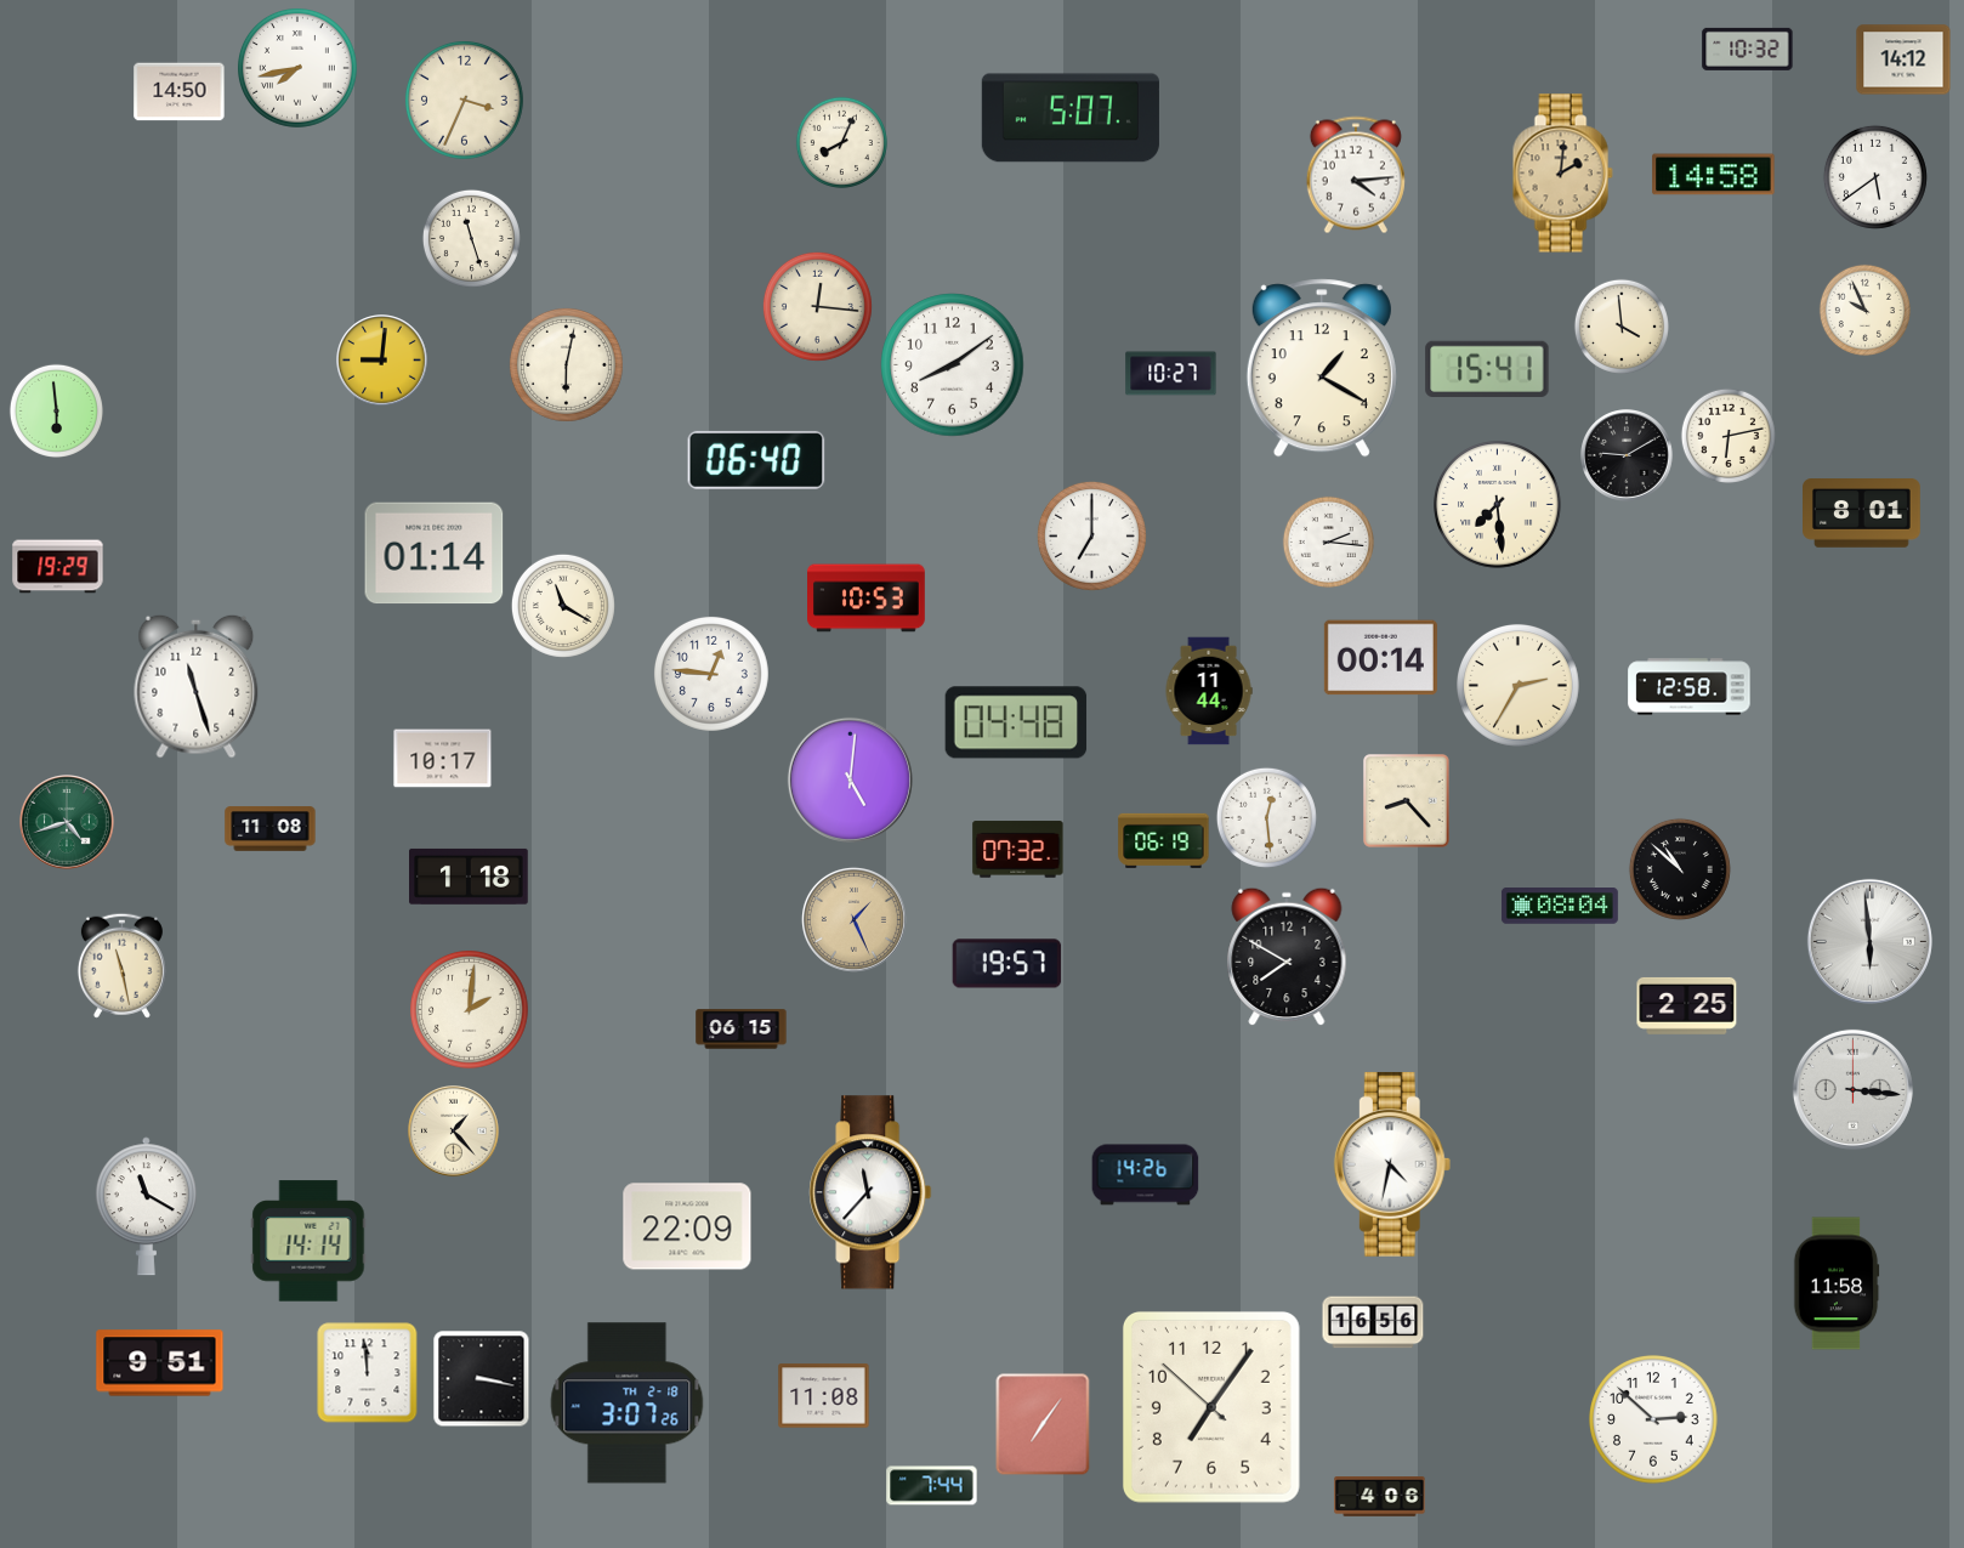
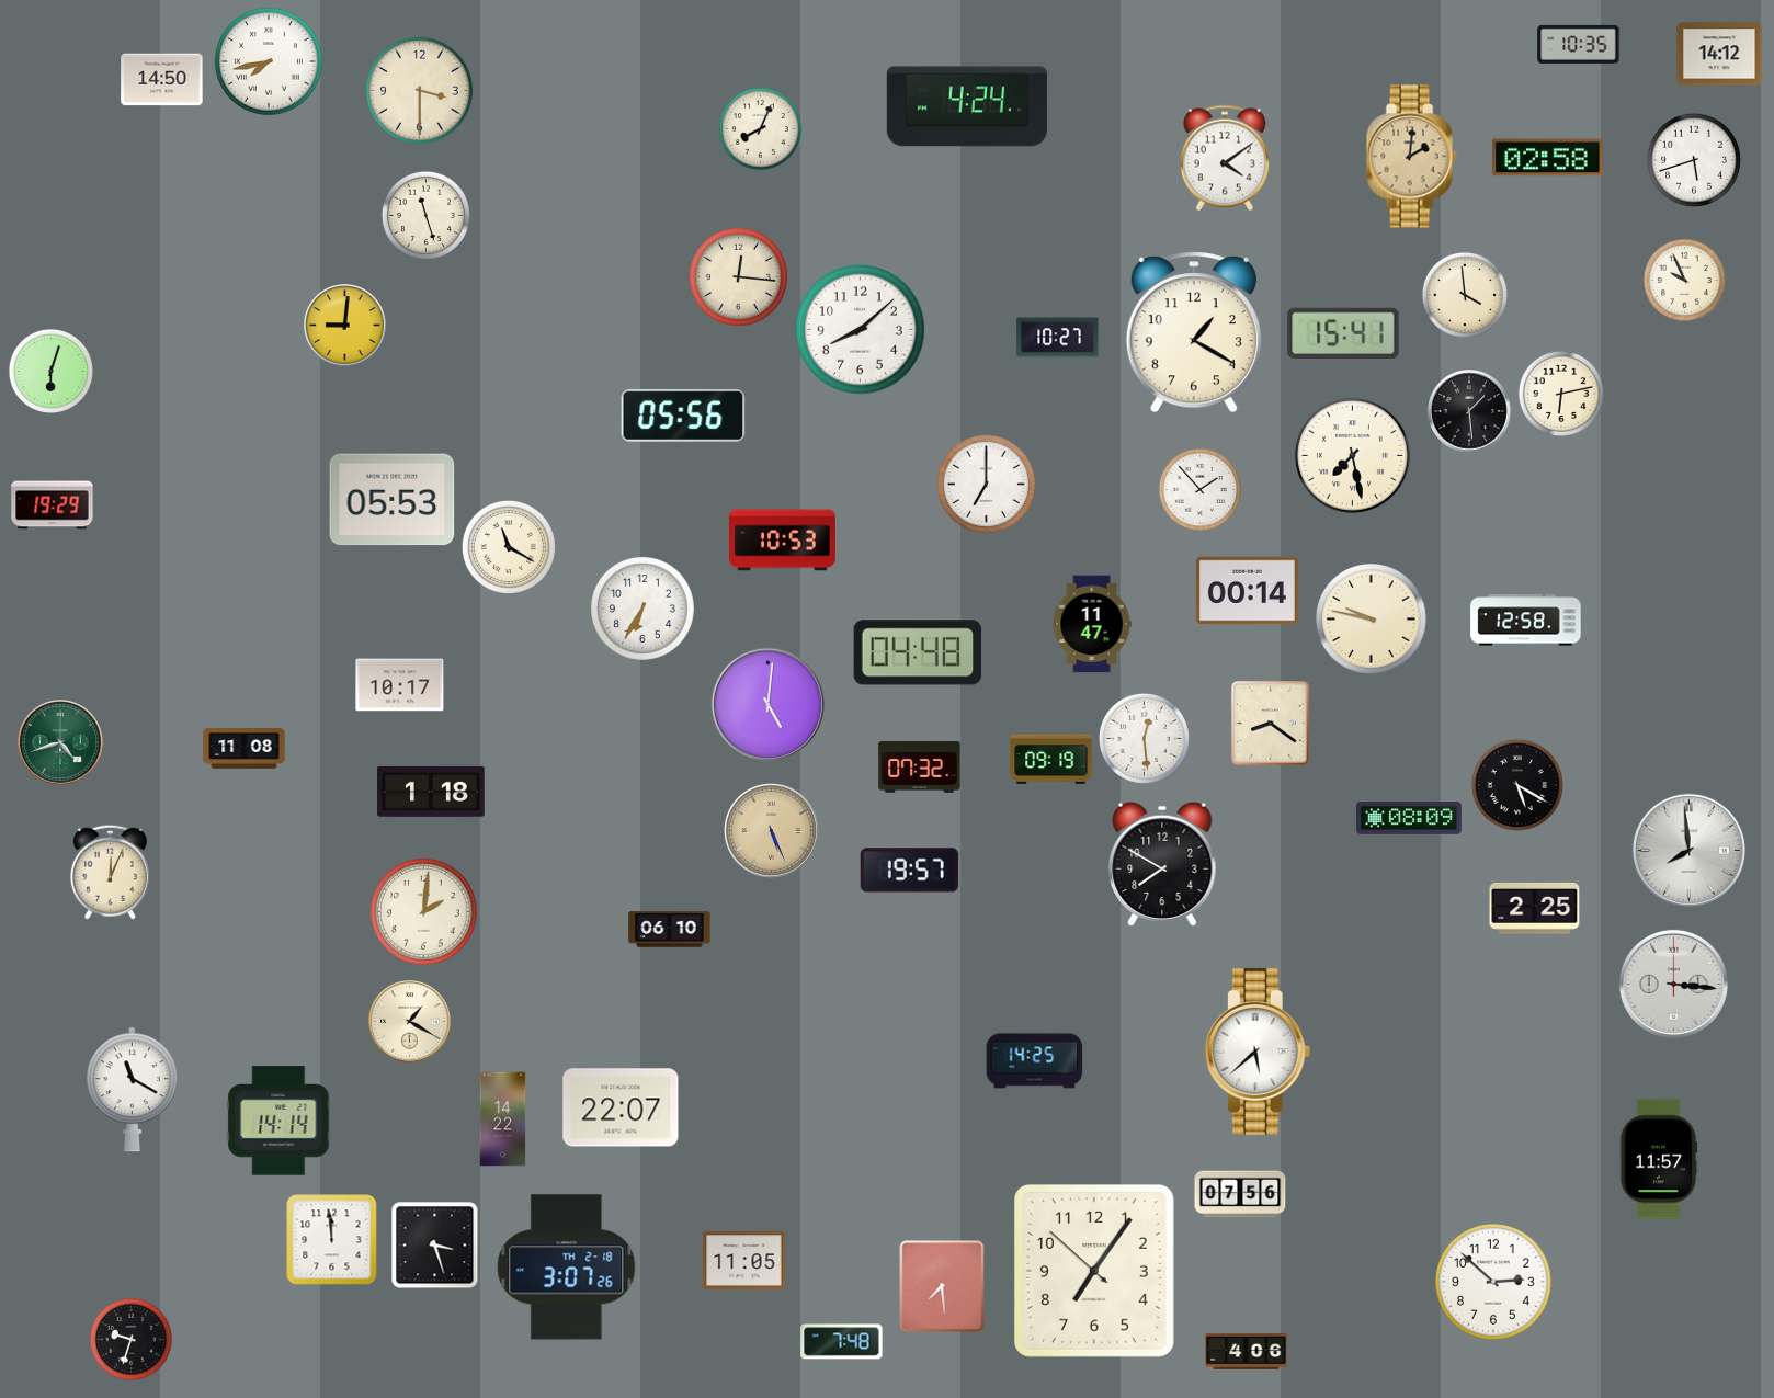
clock at (1748, 49): 10:32 -> 10:35
clock at (180, 92) position: (180, 92) -> (162, 80)
clock at (464, 100): 3:34 -> 3:30
clock at (1071, 118): 5:07 -> 4:24
clock at (1356, 175): 4:14 -> 4:09
clock at (1714, 175): 14:58 -> 02:58
clock at (1875, 177): 5:39 -> 5:42
clock at (566, 364): 6:02 -> none
clock at (953, 365): 8:09 -> 8:08
clock at (56, 410): 5:59 -> 6:03
clock at (1627, 455): 9:10 -> 1:29
clock at (756, 460): 06:40 -> 05:56
clock at (1498, 505): 7:29 -> 7:28
clock at (1862, 514): 8:01 -> none
clock at (1328, 541): 2:16 -> 1:53
clock at (435, 554): 01:14 -> 05:53
clock at (58, 567) position: (58, 567) -> (53, 505)
clock at (1380, 658) position: (1380, 658) -> (1247, 591)
clock at (711, 674): 12:46 -> 6:35
clock at (197, 686): 11:27 -> none
clock at (1519, 686): 2:35 -> 9:47
clock at (1209, 691): 11:44 -> 11:47
clock at (1407, 801): 8:23 -> 8:21
clock at (1164, 840): 06:19 -> 09:19
clock at (1680, 869): 10:52 -> 5:20
clock at (470, 877) position: (470, 877) -> (432, 792)
clock at (1560, 907): 08:04 -> 08:09
clock at (853, 919): 1:26 -> 5:26
clock at (1869, 941): 5:59 -> 7:59
clock at (121, 965): 11:28 -> 12:04
clock at (1687, 1005) position: (1687, 1005) -> (1535, 908)
clock at (742, 1030): 06:15 -> 06:10
clock at (454, 1132): 1:23 -> 1:20
clock at (1392, 1164): 4:32 -> 5:38
clock at (1146, 1175): 14:26 -> 14:25
clock at (870, 1192): 11:37 -> none
clock at (687, 1226): 22:09 -> 22:07
clock at (503, 1119): none -> 14:22
clock at (1837, 1283): 11:58 -> 11:57
clock at (1373, 1322): 16:56 -> 07:56
clock at (160, 1363): 9:51 -> none
clock at (482, 1379): 3:17 -> 3:27
clock at (824, 1396): 11:08 -> 11:05
clock at (1043, 1424): 7:06 -> 7:29
clock at (130, 1339): none -> 9:33
clock at (932, 1486): 7:44 -> 7:48
